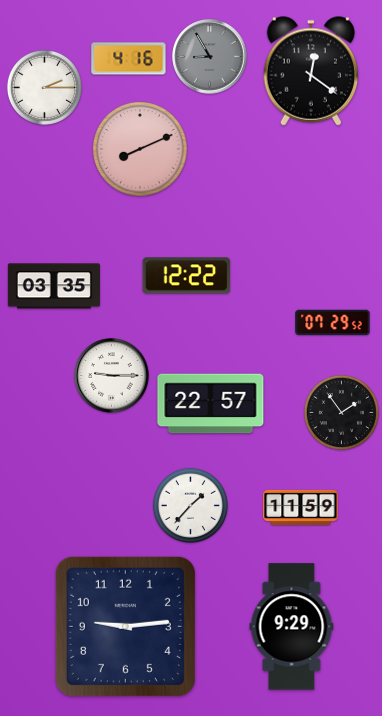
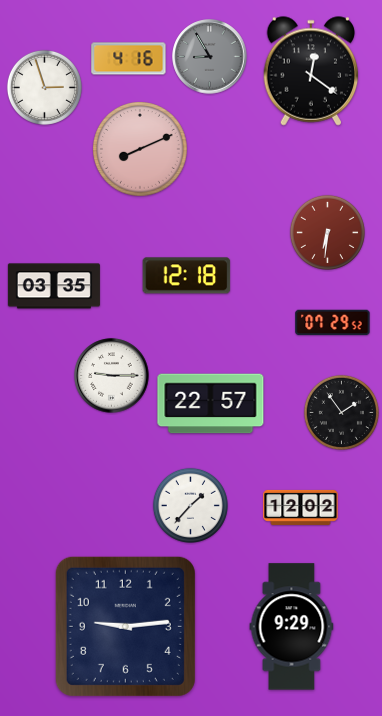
clock at (44, 87): 2:15 -> 2:57
clock at (327, 232): none -> 6:31
clock at (187, 276): 12:22 -> 12:18
clock at (301, 507): 11:59 -> 12:02
